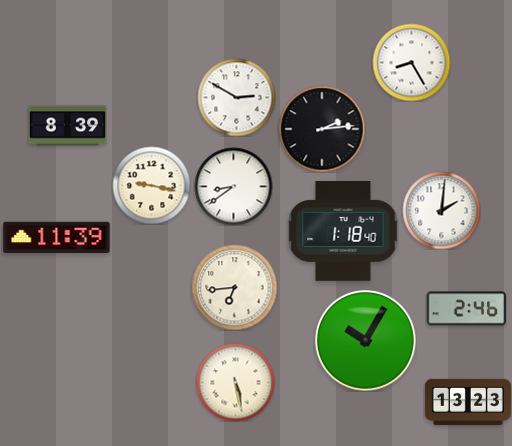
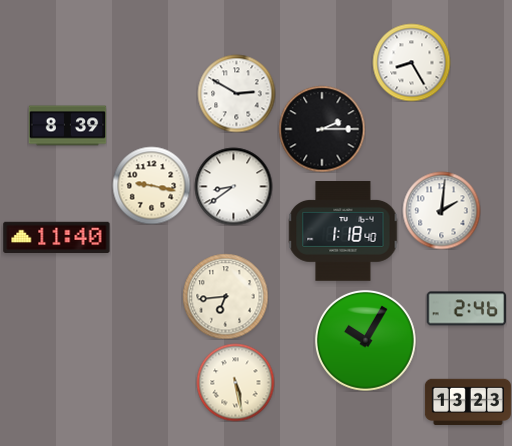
clock at (236, 97) position: (236, 97) -> (236, 93)
clock at (322, 129): 2:14 -> 2:15
clock at (57, 238): 11:39 -> 11:40
clock at (234, 287) position: (234, 287) -> (225, 296)
